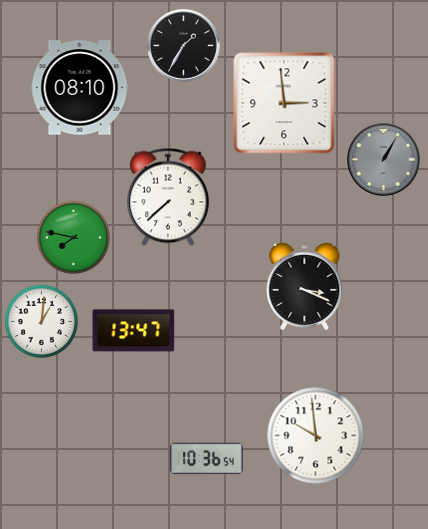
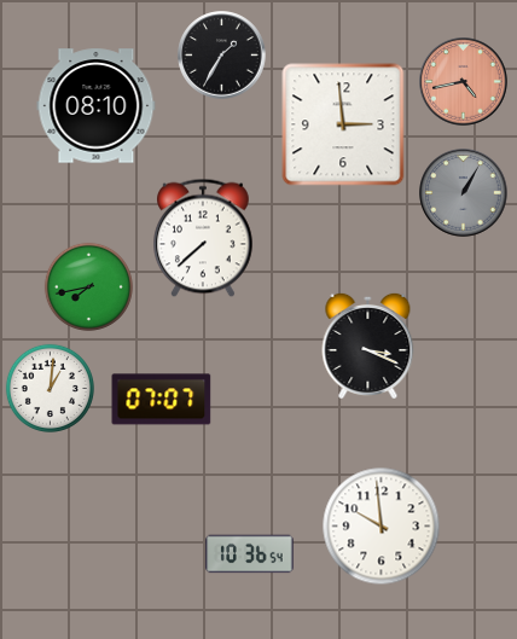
clock at (464, 82): none -> 4:43
clock at (73, 237): 7:47 -> 7:43
clock at (134, 331): 13:47 -> 07:07
